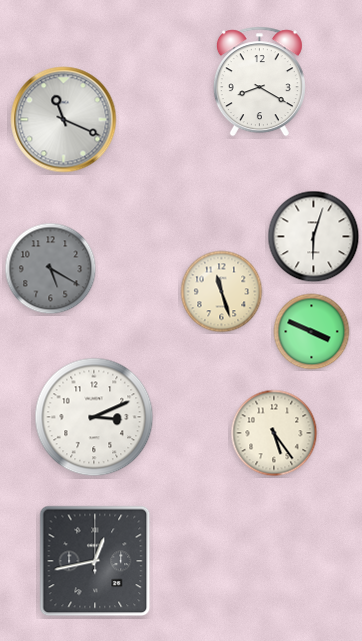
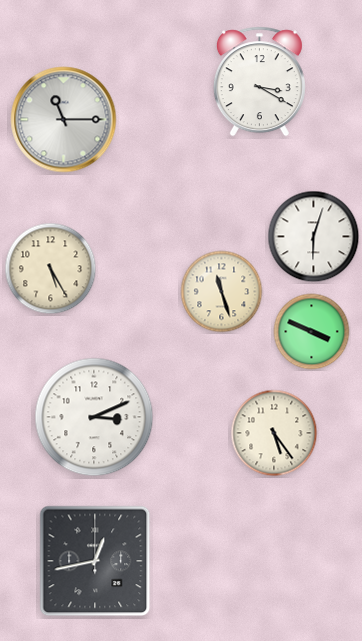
clock at (259, 82): 8:20 -> 3:20
clock at (64, 120): 11:19 -> 11:15
clock at (51, 269): 5:20 -> 5:25
clock at (51, 269) dial: grey -> cream
